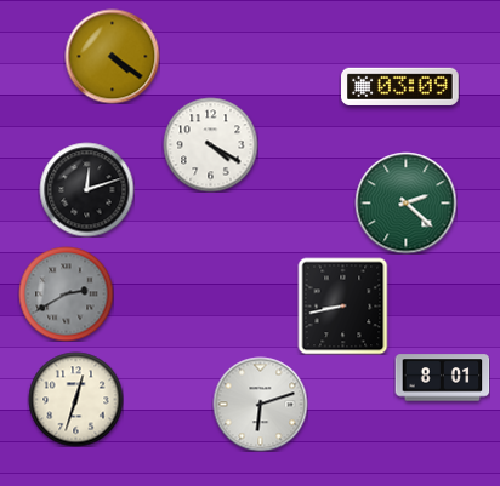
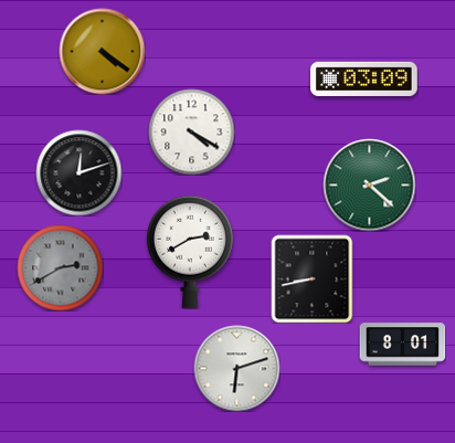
clock at (190, 252): none -> 2:40
clock at (75, 399): 12:33 -> none
